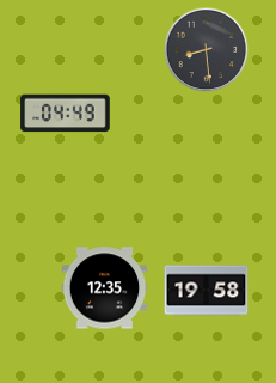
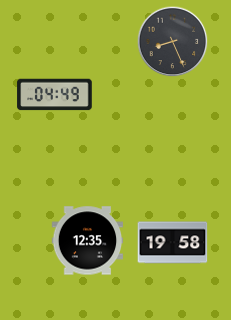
clock at (207, 50): 8:29 -> 8:26
